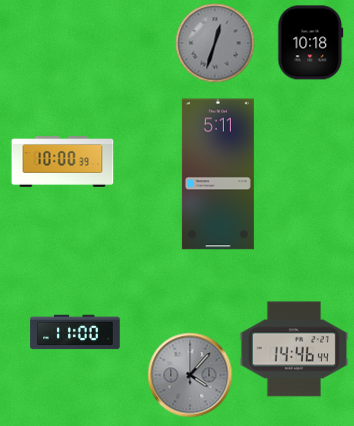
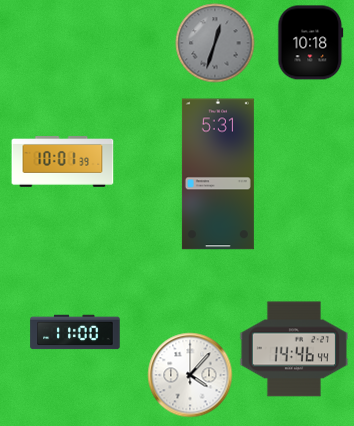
clock at (63, 162): 10:00 -> 10:01
clock at (218, 174): 5:11 -> 5:31
clock at (190, 375) dial: grey -> white
